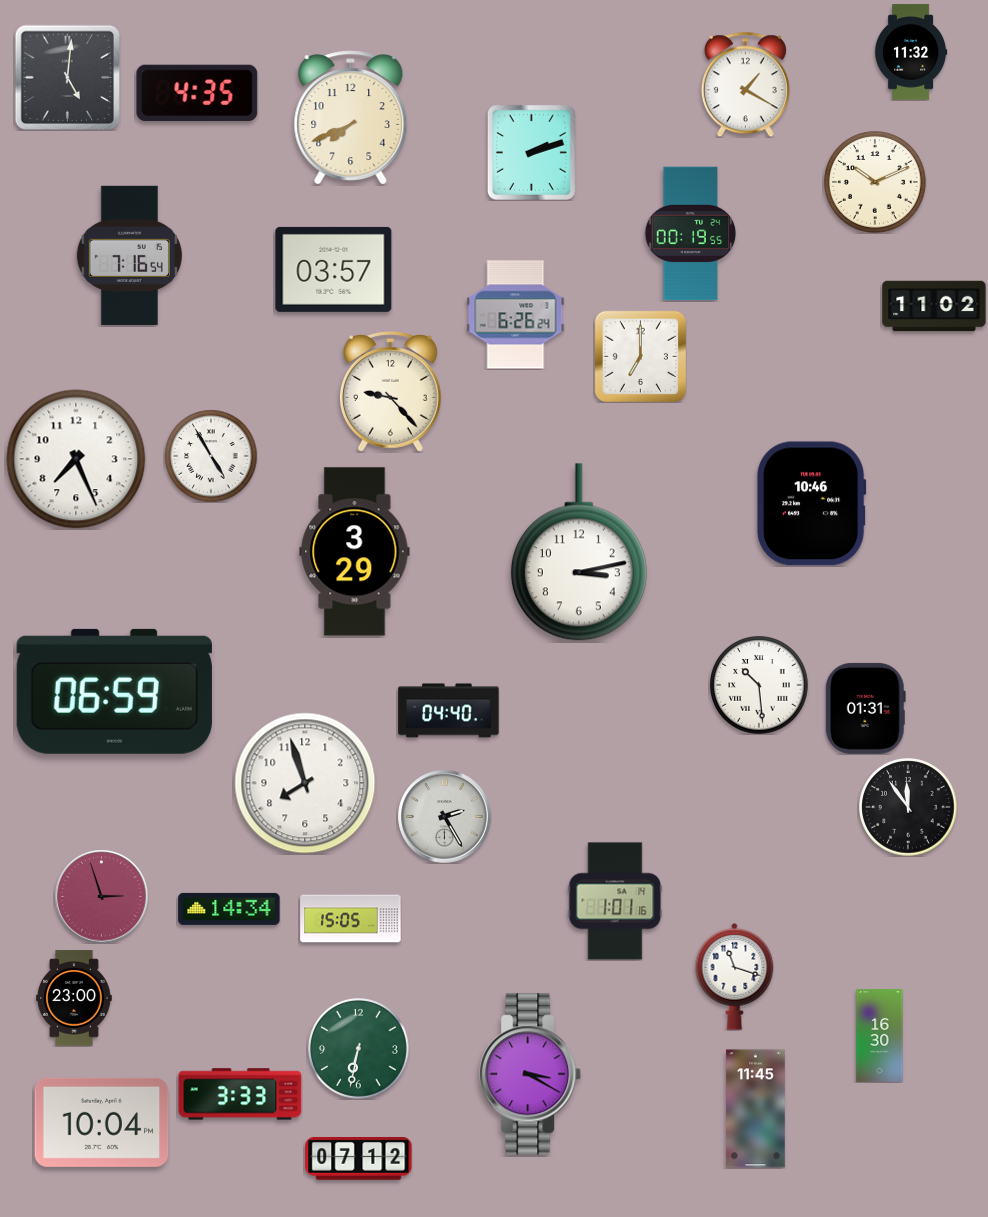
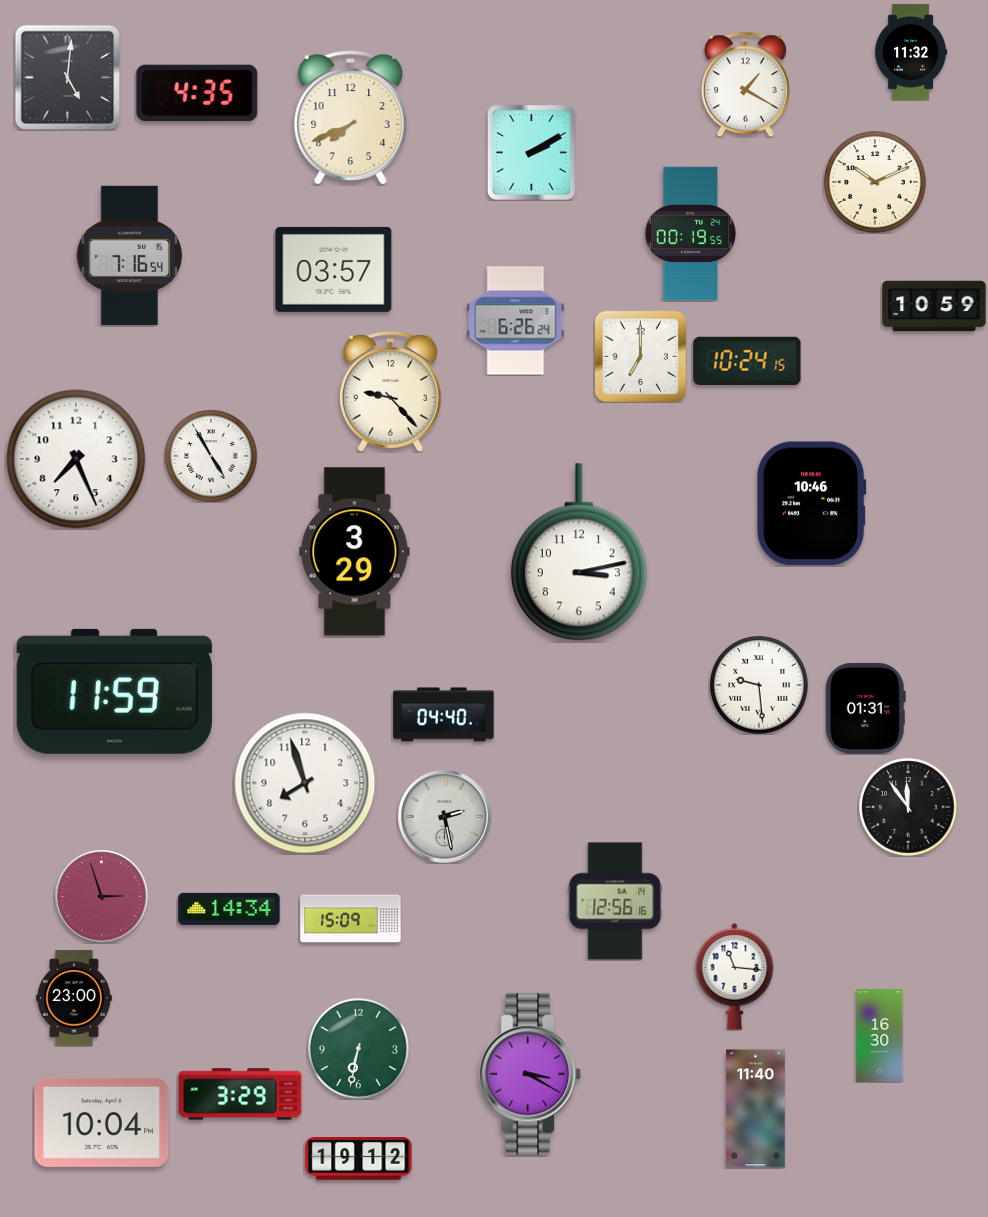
clock at (531, 152): 2:12 -> 2:10
clock at (934, 306): 11:02 -> 10:59
clock at (516, 315) position: (516, 315) -> (516, 321)
clock at (747, 361): none -> 10:24
clock at (759, 685): 10:29 -> 9:29
clock at (114, 691): 06:59 -> 11:59
clock at (449, 711) position: (449, 711) -> (444, 715)
clock at (444, 816): 2:25 -> 2:28
clock at (615, 901): 1:01 -> 12:56
clock at (351, 919): 15:05 -> 15:09
clock at (735, 976): 11:18 -> 11:16
clock at (240, 1094): 3:33 -> 3:29
clock at (756, 1109): 11:45 -> 11:40
clock at (359, 1159): 07:12 -> 19:12
